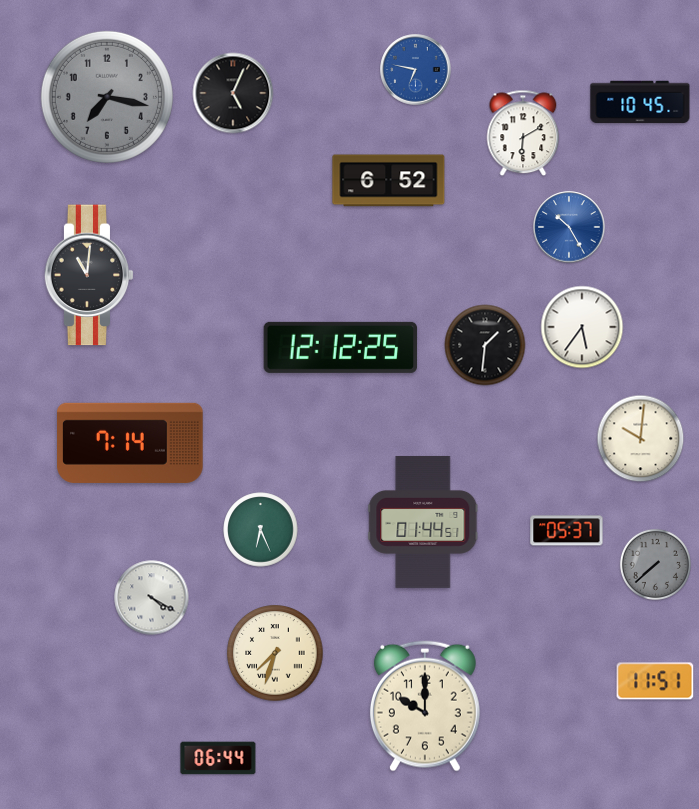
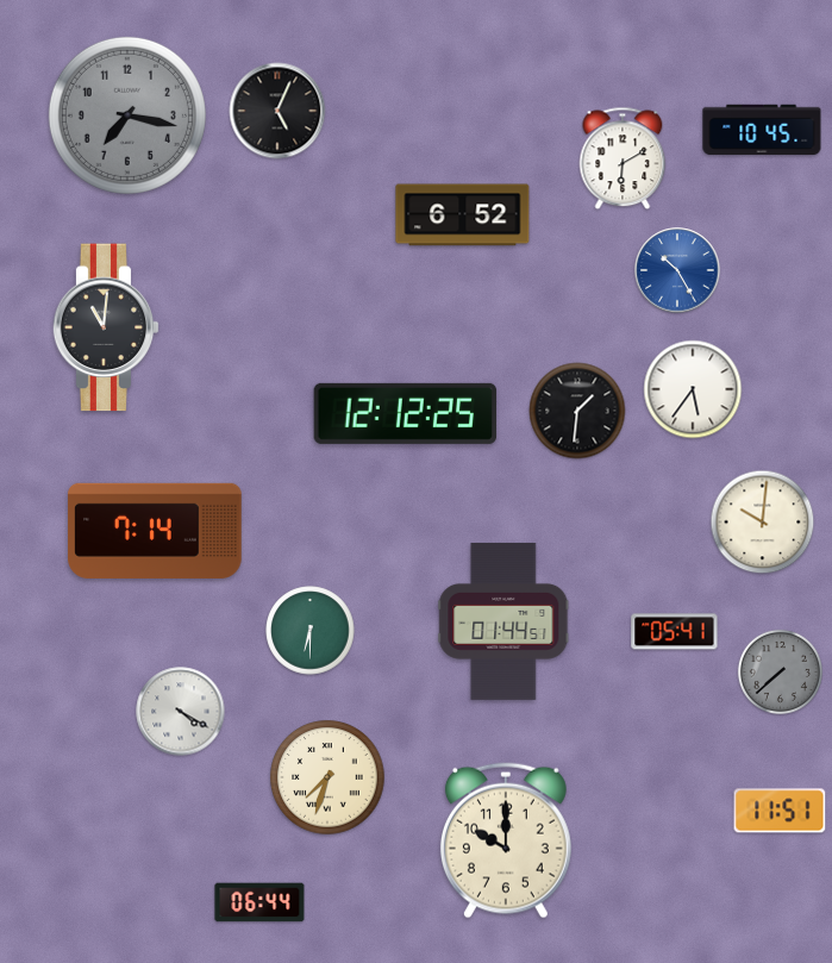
clock at (416, 70): 6:47 -> none
clock at (640, 102) position: (640, 102) -> (762, 130)
clock at (130, 443) position: (130, 443) -> (155, 531)
clock at (261, 530): 6:26 -> 6:30
clock at (567, 531): 05:37 -> 05:41
